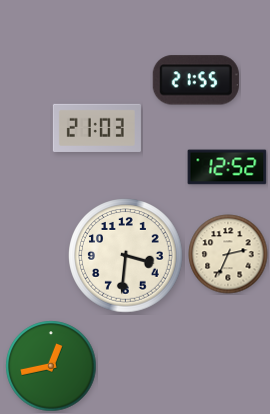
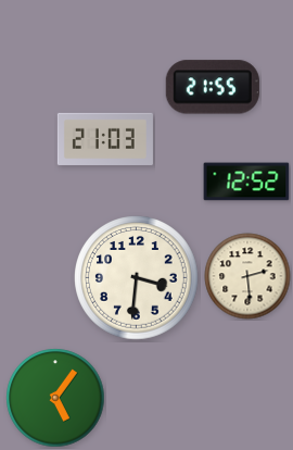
clock at (228, 254): 2:34 -> 2:29
clock at (51, 366): 12:43 -> 5:06
